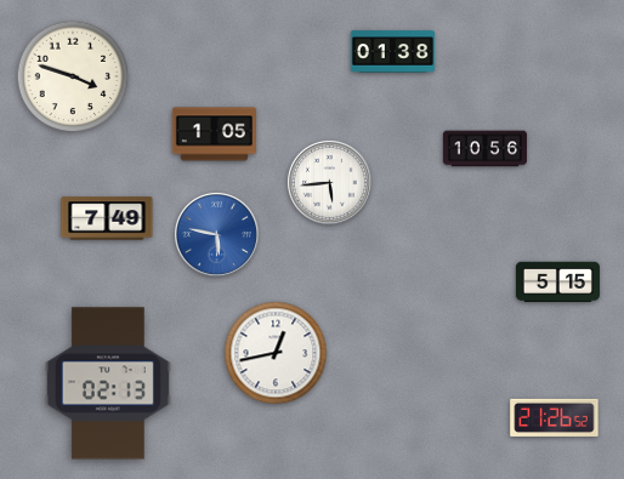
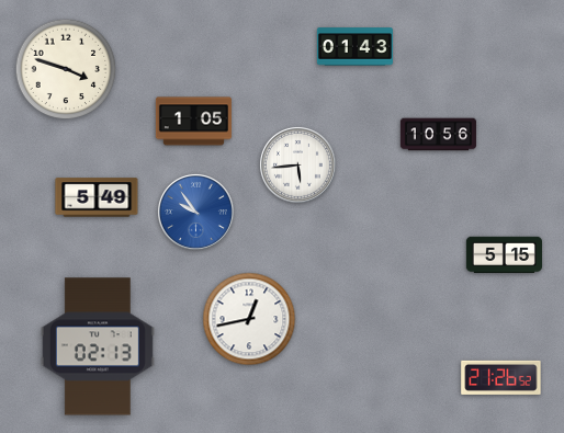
clock at (392, 52): 01:38 -> 01:43
clock at (107, 218): 7:49 -> 5:49
clock at (216, 234): 5:47 -> 9:54
